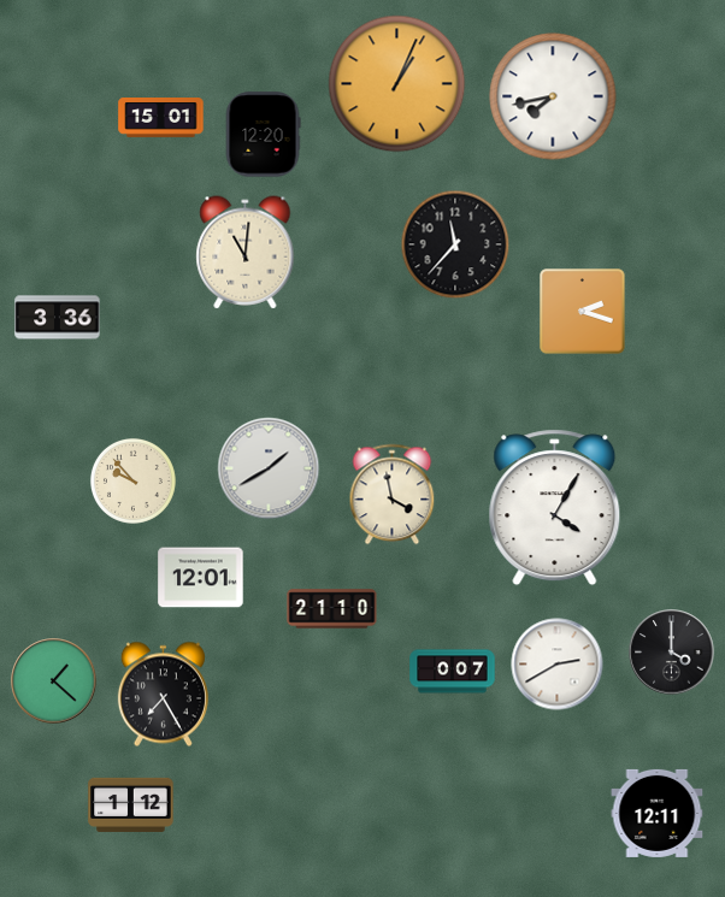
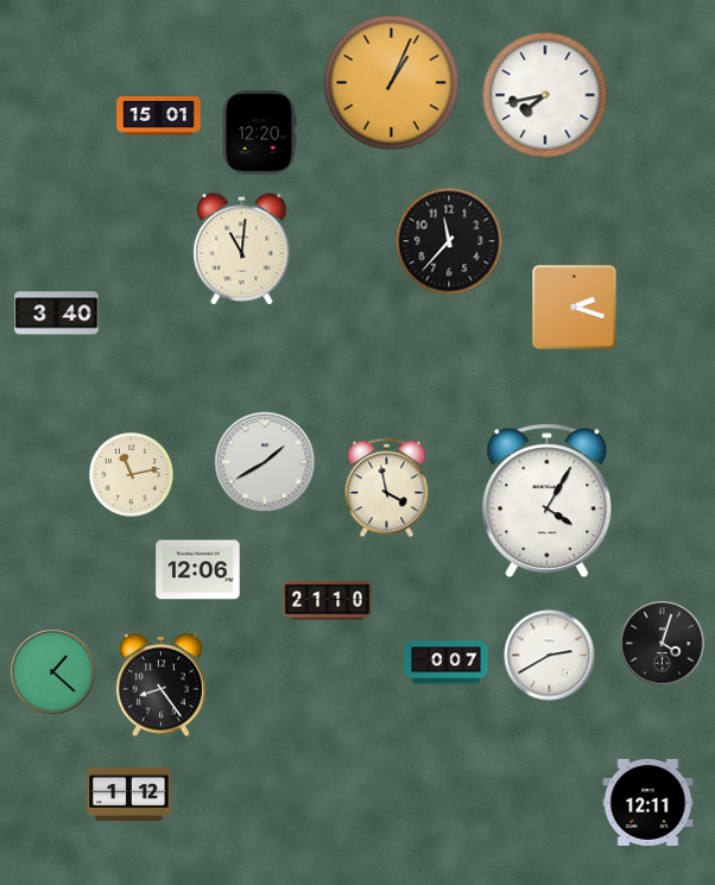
clock at (58, 318): 3:36 -> 3:40
clock at (132, 480): 9:53 -> 11:13
clock at (201, 578): 12:01 -> 12:06
clock at (672, 653): 4:00 -> 4:03
clock at (163, 695): 7:25 -> 8:24
